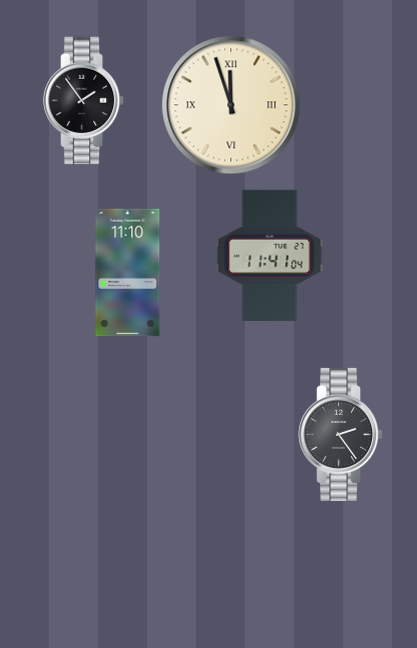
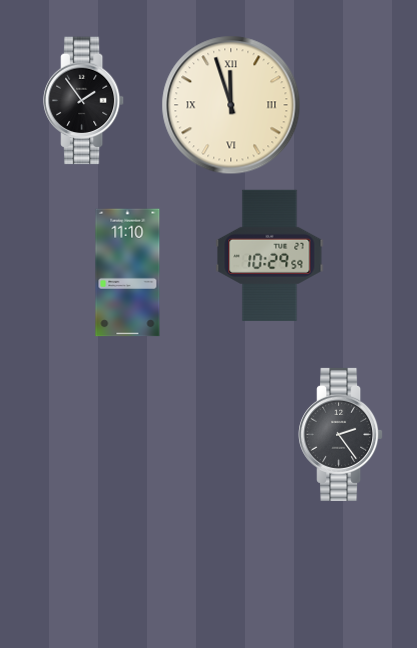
clock at (270, 255): 11:41 -> 10:29
